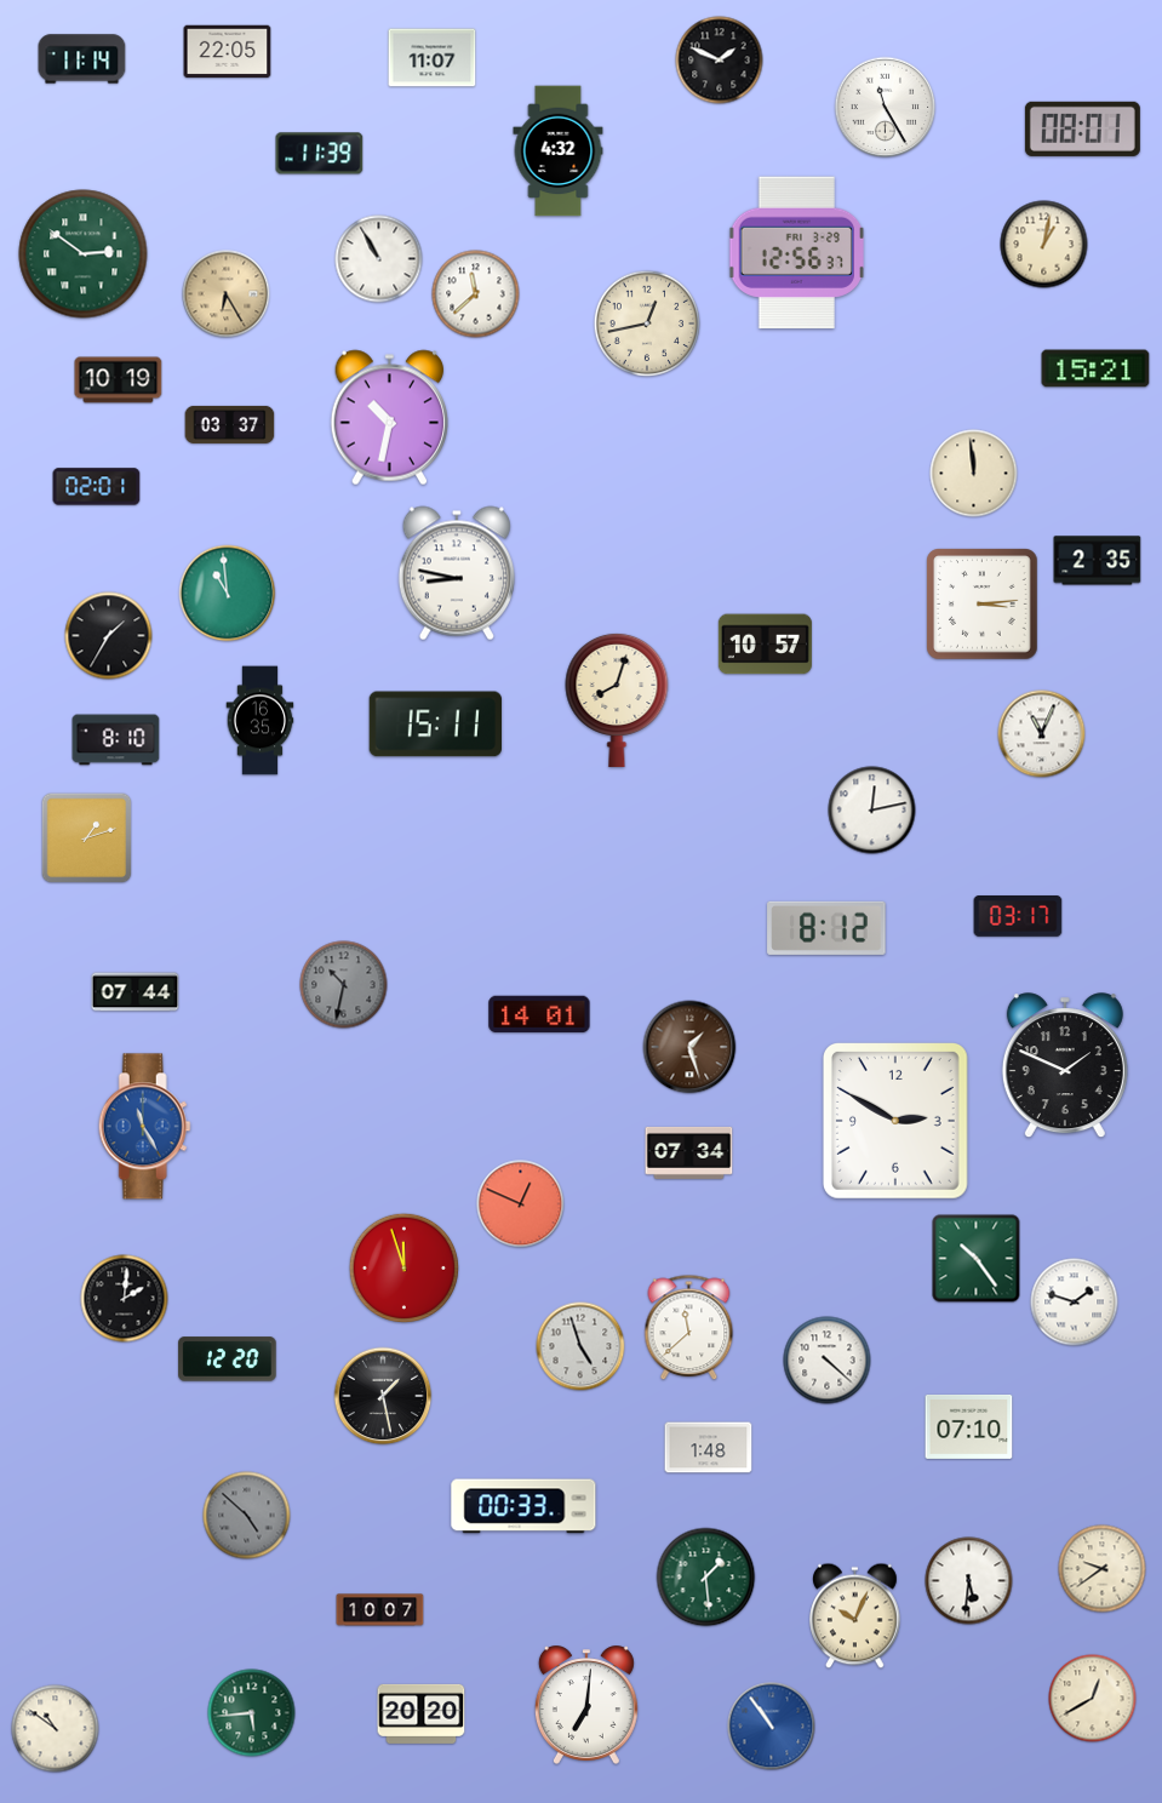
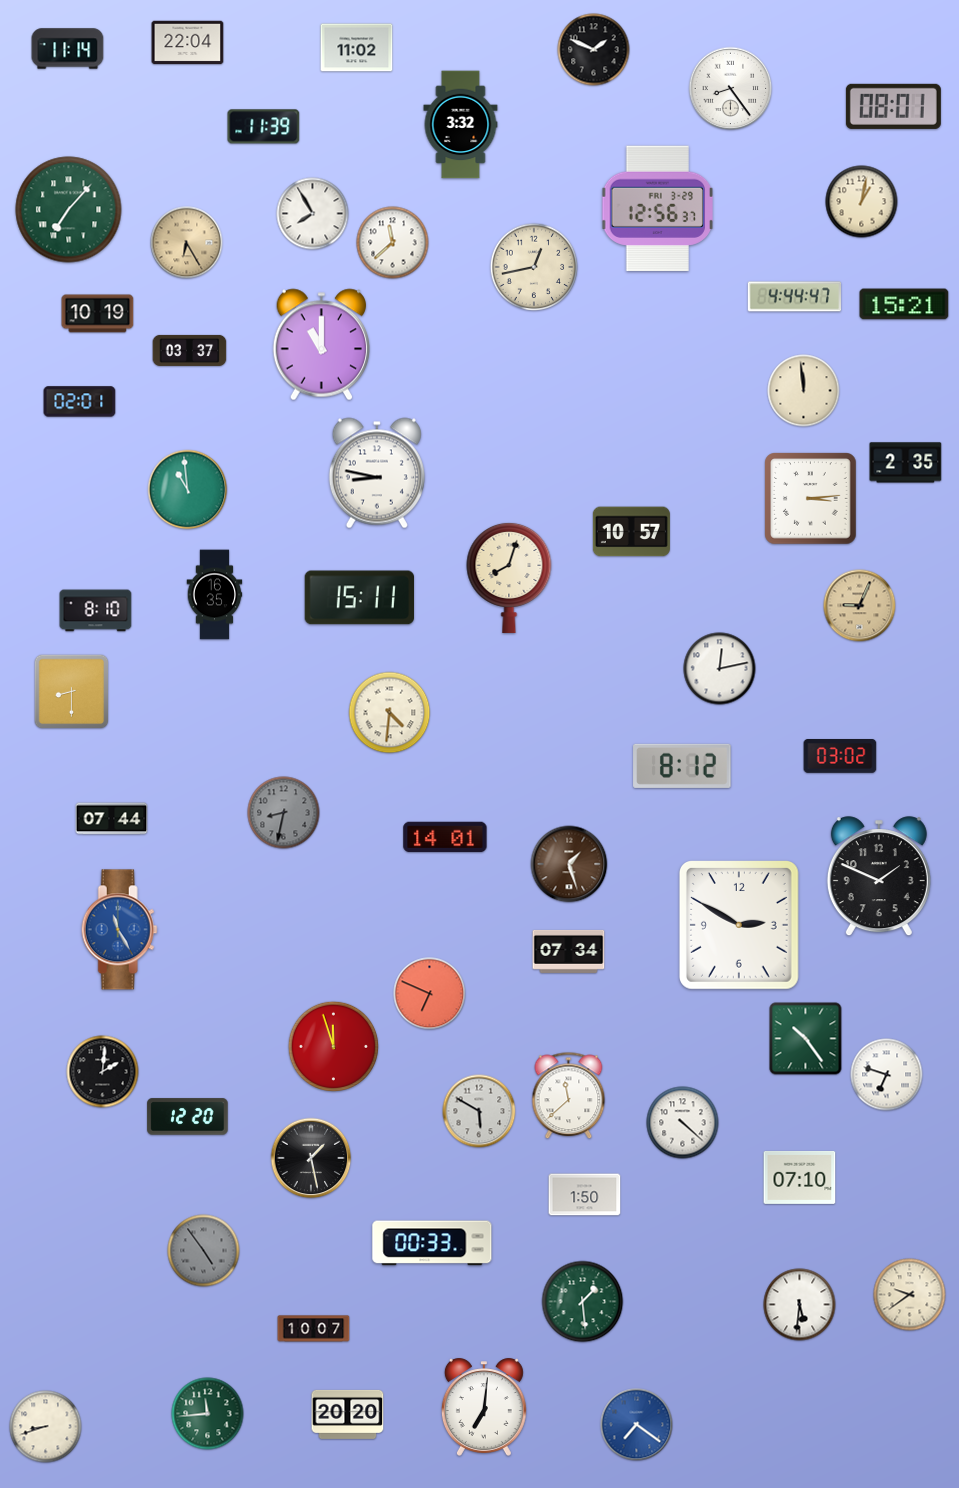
clock at (228, 52): 22:05 -> 22:04
clock at (433, 58): 11:07 -> 11:02
clock at (886, 108): 11:25 -> 8:24
clock at (559, 151): 4:32 -> 3:32
clock at (84, 254): 2:51 -> 7:07
clock at (379, 259): 10:55 -> 7:55
clock at (794, 297): none -> 4:44
clock at (389, 418): 10:32 -> 11:00
clock at (109, 636): 1:35 -> none
clock at (1042, 734): 11:04 -> 9:04
clock at (1042, 734) dial: white -> champagne
clock at (87, 838): 1:12 -> 8:30
clock at (390, 713): none -> 4:31
clock at (1018, 916): 03:17 -> 03:02
clock at (344, 985): 10:32 -> 8:32
clock at (1065, 1066) position: (1065, 1066) -> (879, 877)
clock at (521, 1204): 12:49 -> 6:49
clock at (1075, 1303): 1:48 -> 6:48
clock at (580, 1346): 4:57 -> 5:50
clock at (228, 1360) position: (228, 1360) -> (188, 1117)
clock at (383, 1396) position: (383, 1396) -> (311, 1158)
clock at (709, 1448): 1:48 -> 1:50
clock at (247, 1516): 4:52 -> 4:54
clock at (855, 1616): 10:04 -> none
clock at (1093, 1699): 12:40 -> none
clock at (252, 1713): 5:44 -> 11:44
clock at (772, 1727): 10:54 -> 7:21
clock at (56, 1729): 10:51 -> 8:42
